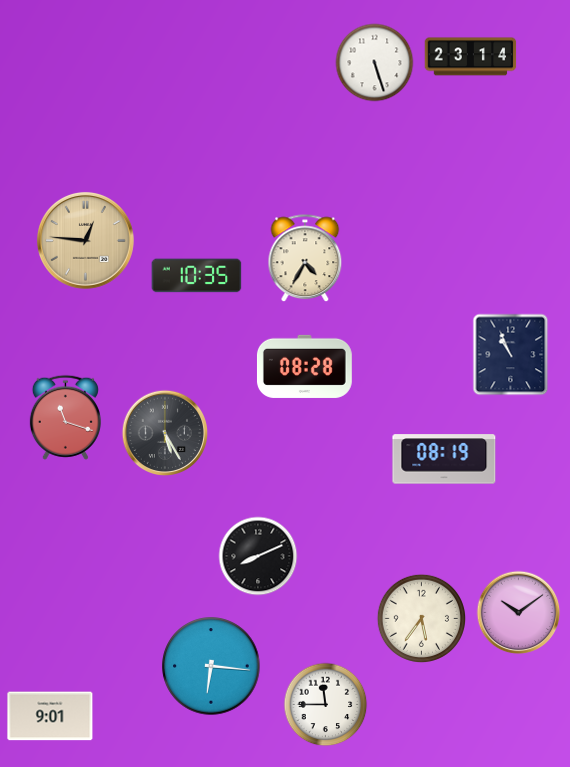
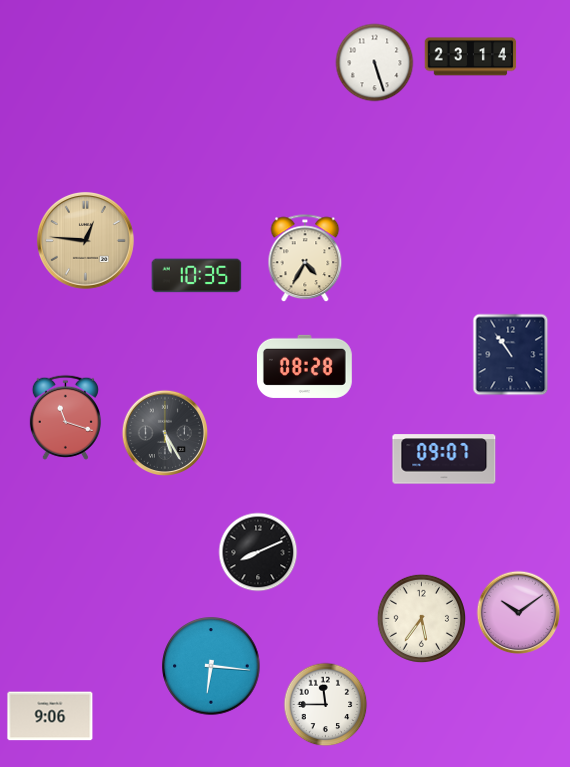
clock at (511, 355): 10:56 -> 10:54
clock at (444, 459): 08:19 -> 09:07
clock at (258, 556) position: (258, 556) -> (258, 552)
clock at (50, 716): 9:01 -> 9:06
